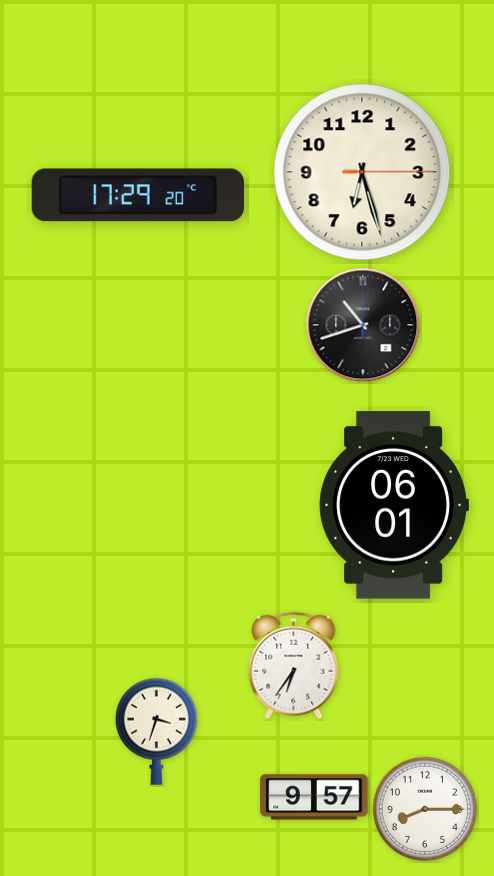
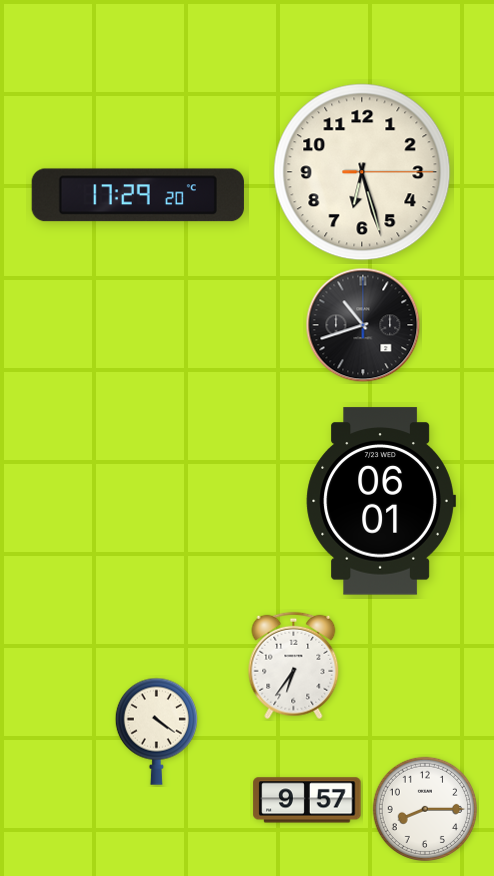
clock at (394, 505) position: (394, 505) -> (381, 501)
clock at (156, 731): 3:33 -> 4:21
clock at (314, 797) position: (314, 797) -> (307, 800)
